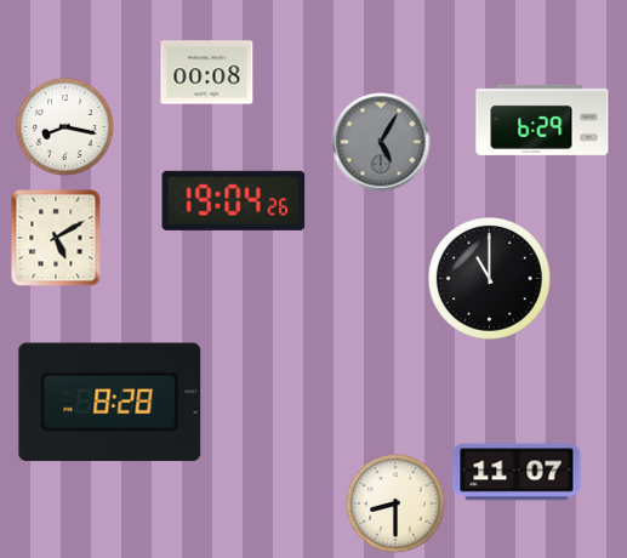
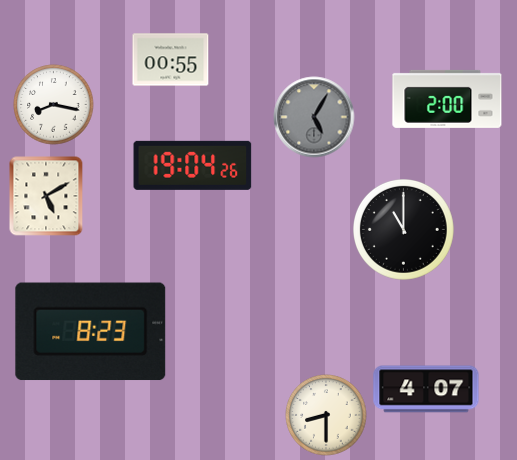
clock at (207, 73): 00:08 -> 00:55
clock at (542, 120): 6:29 -> 2:00
clock at (110, 403): 8:28 -> 8:23
clock at (517, 472): 11:07 -> 4:07
